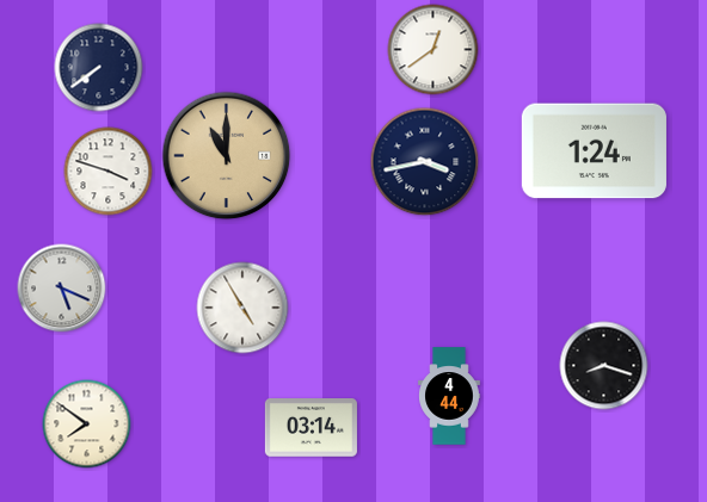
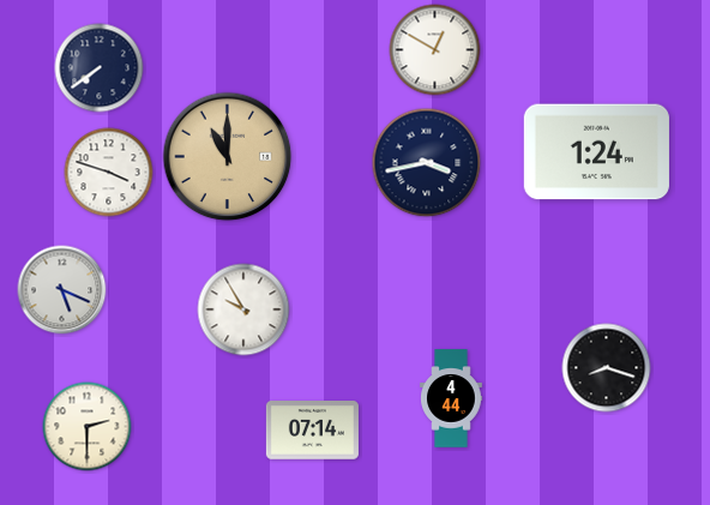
clock at (434, 50): 12:39 -> 12:50
clock at (242, 308): 4:55 -> 9:55
clock at (87, 424): 7:51 -> 2:30
clock at (311, 428): 03:14 -> 07:14
